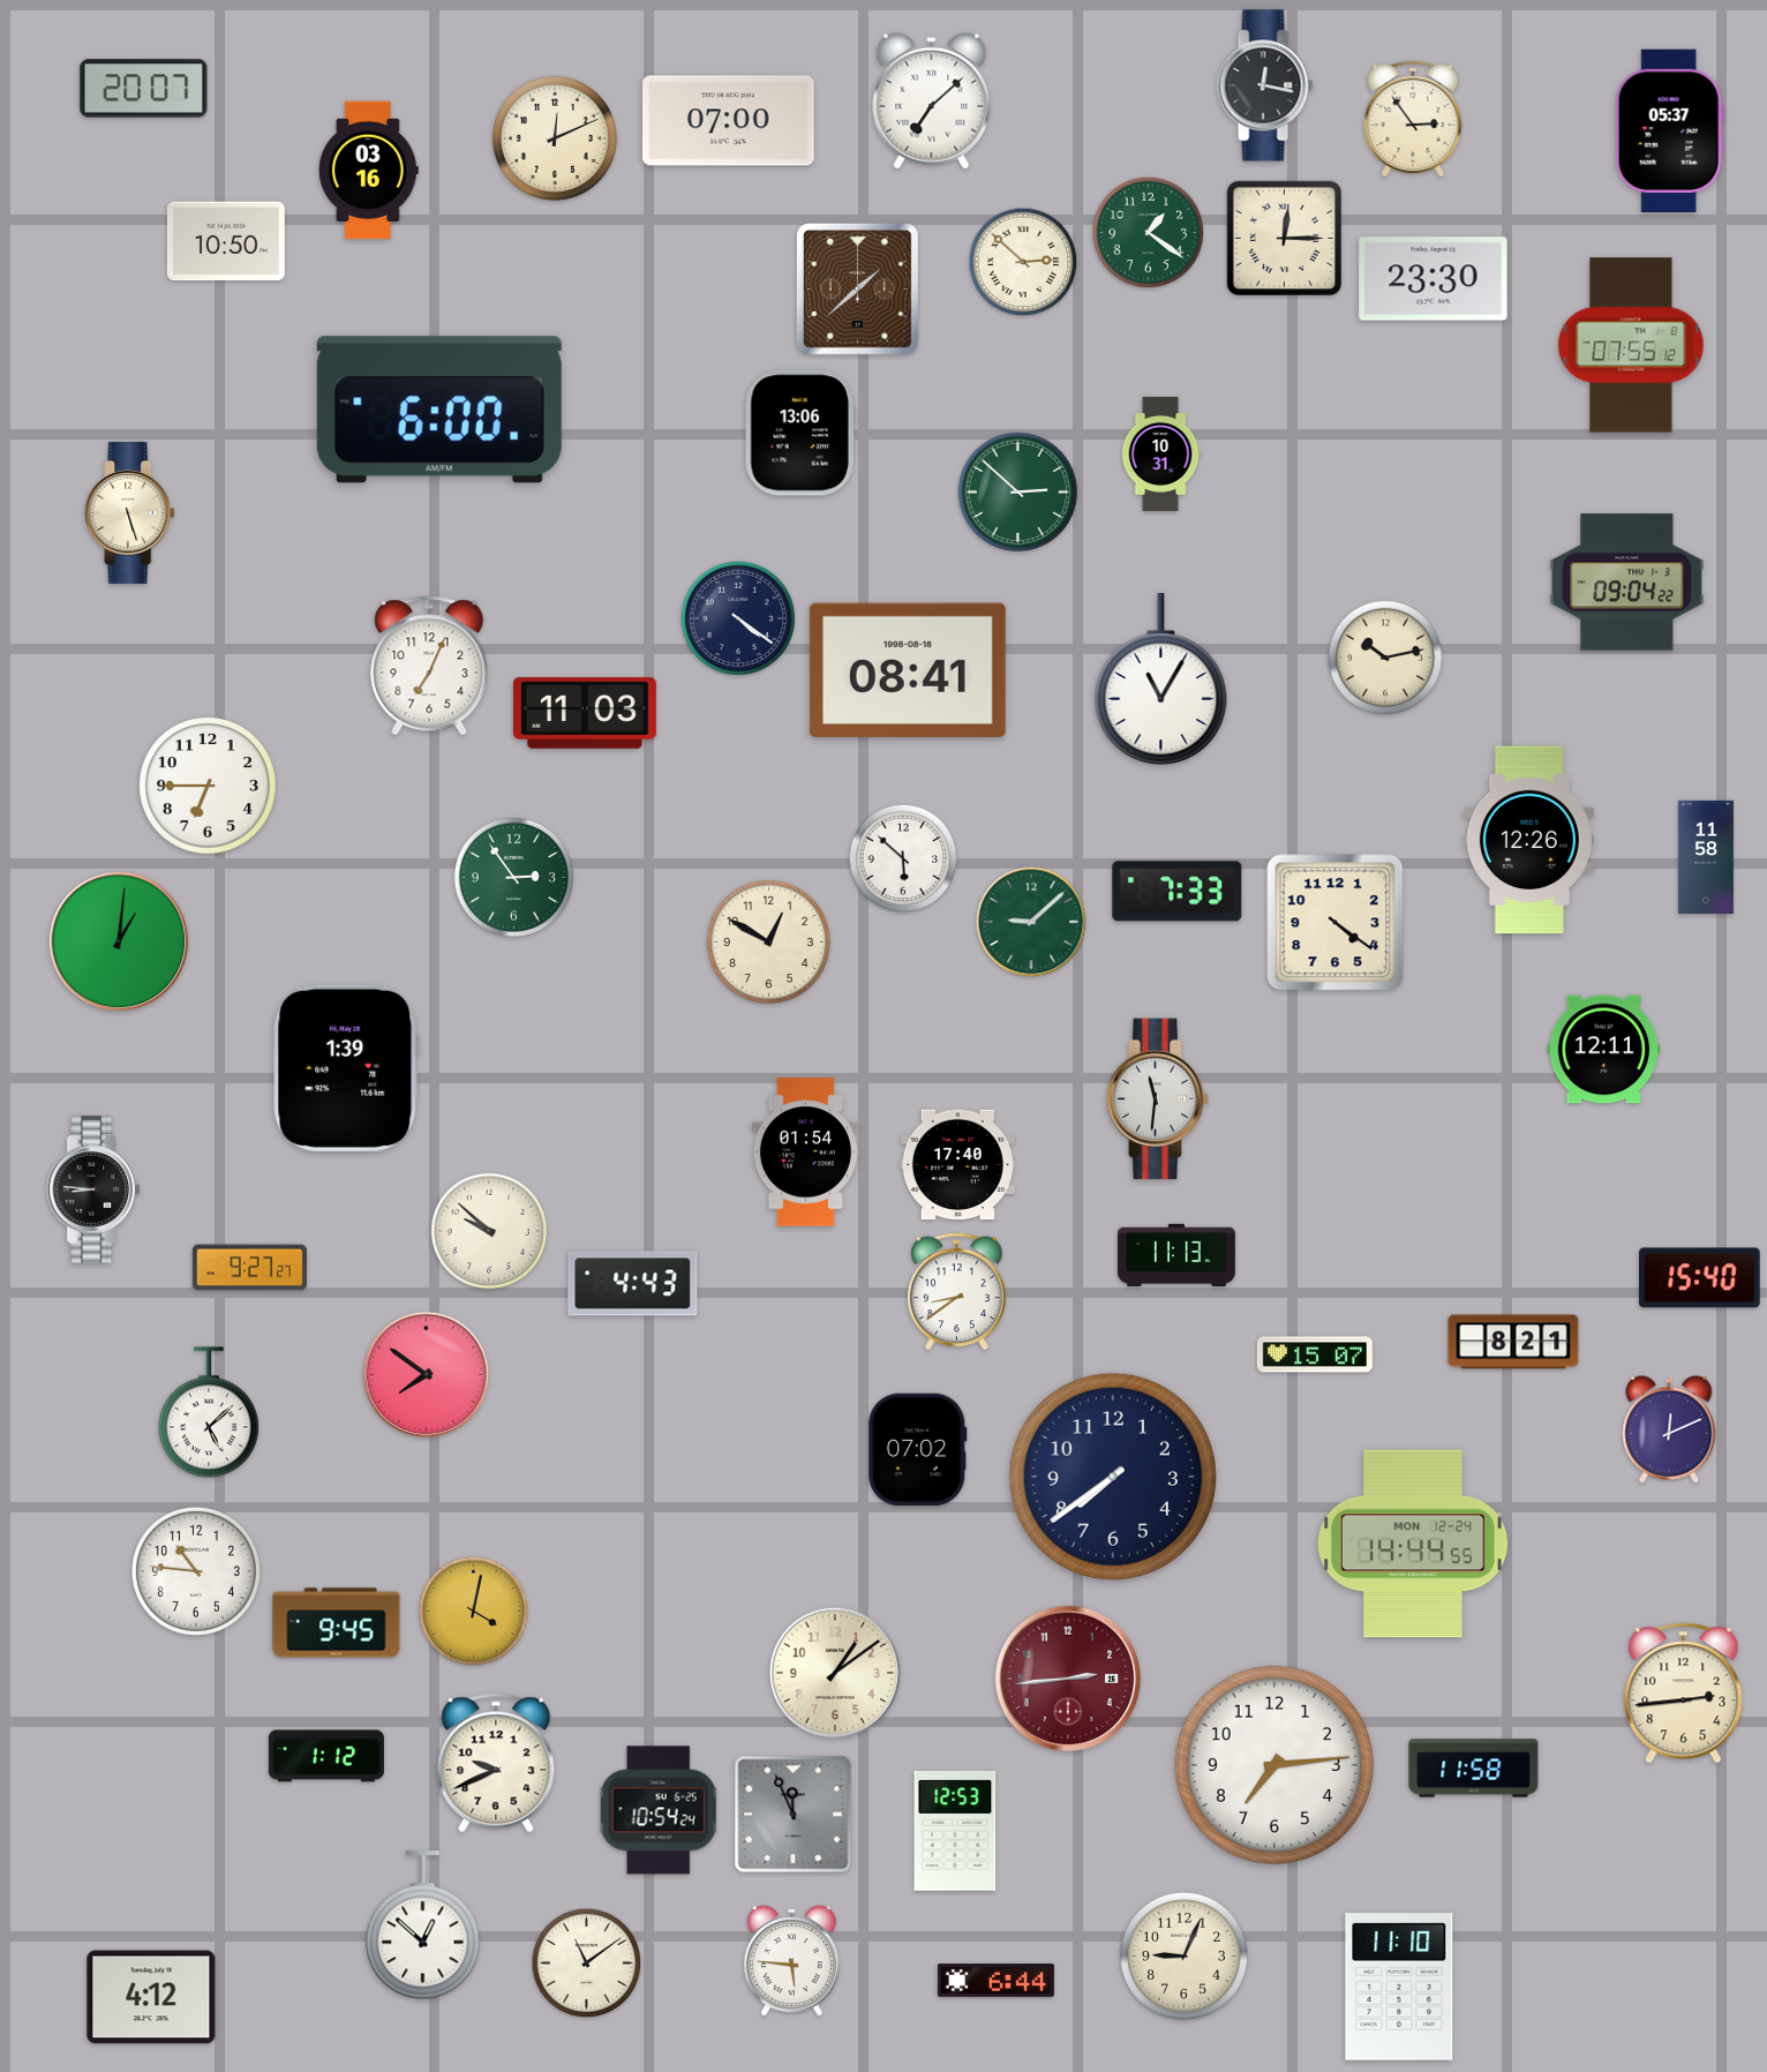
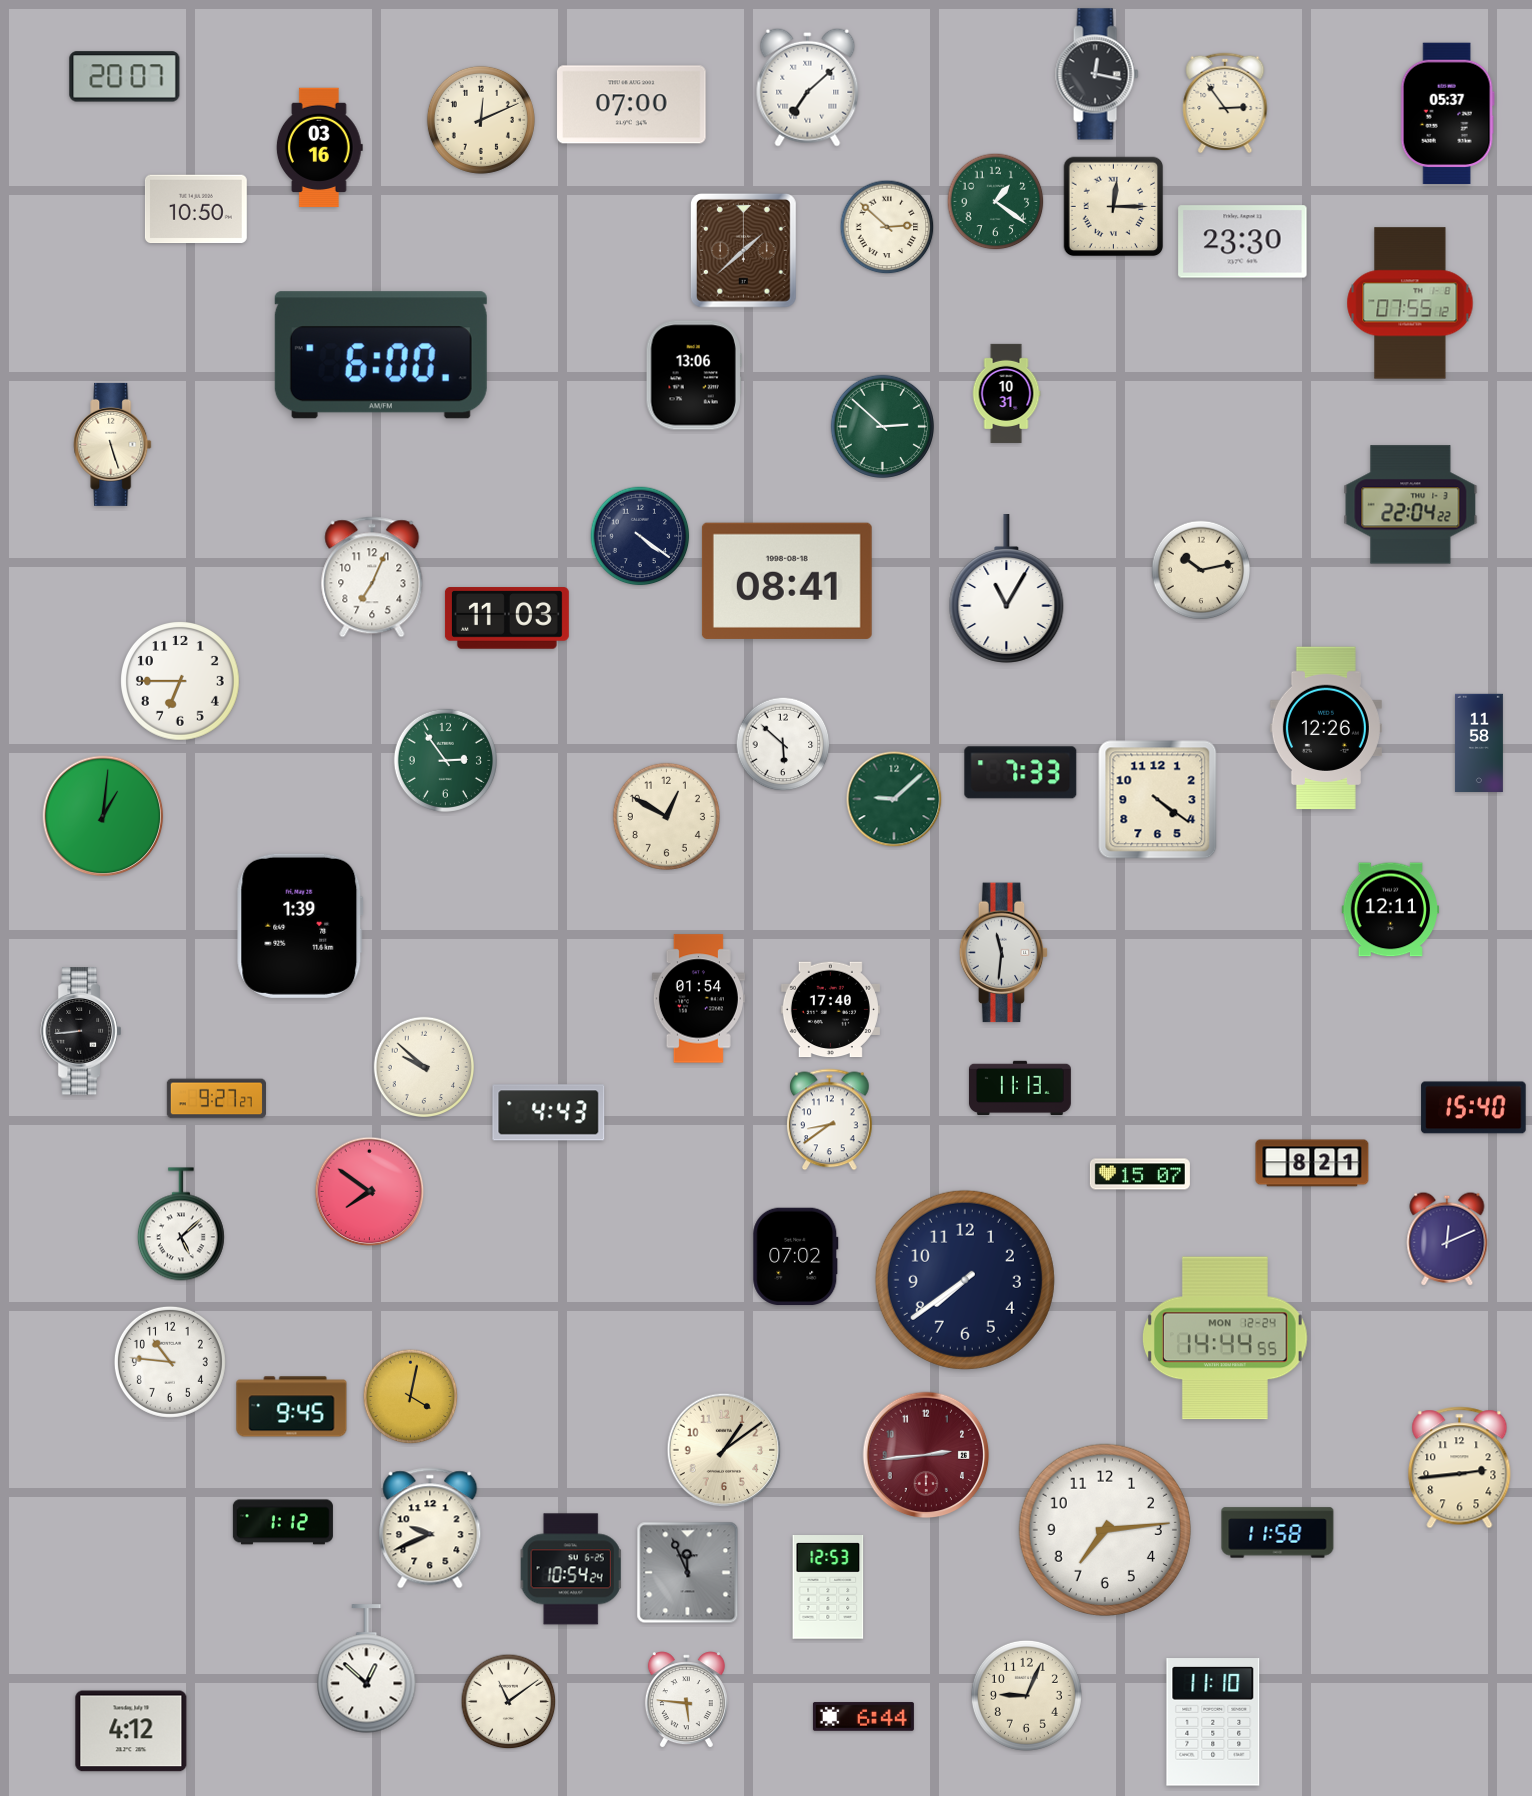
clock at (1631, 345) position: (1631, 345) -> (1410, 303)
clock at (1627, 583): 09:04 -> 22:04
clock at (93, 1189): 8:46 -> 8:44
